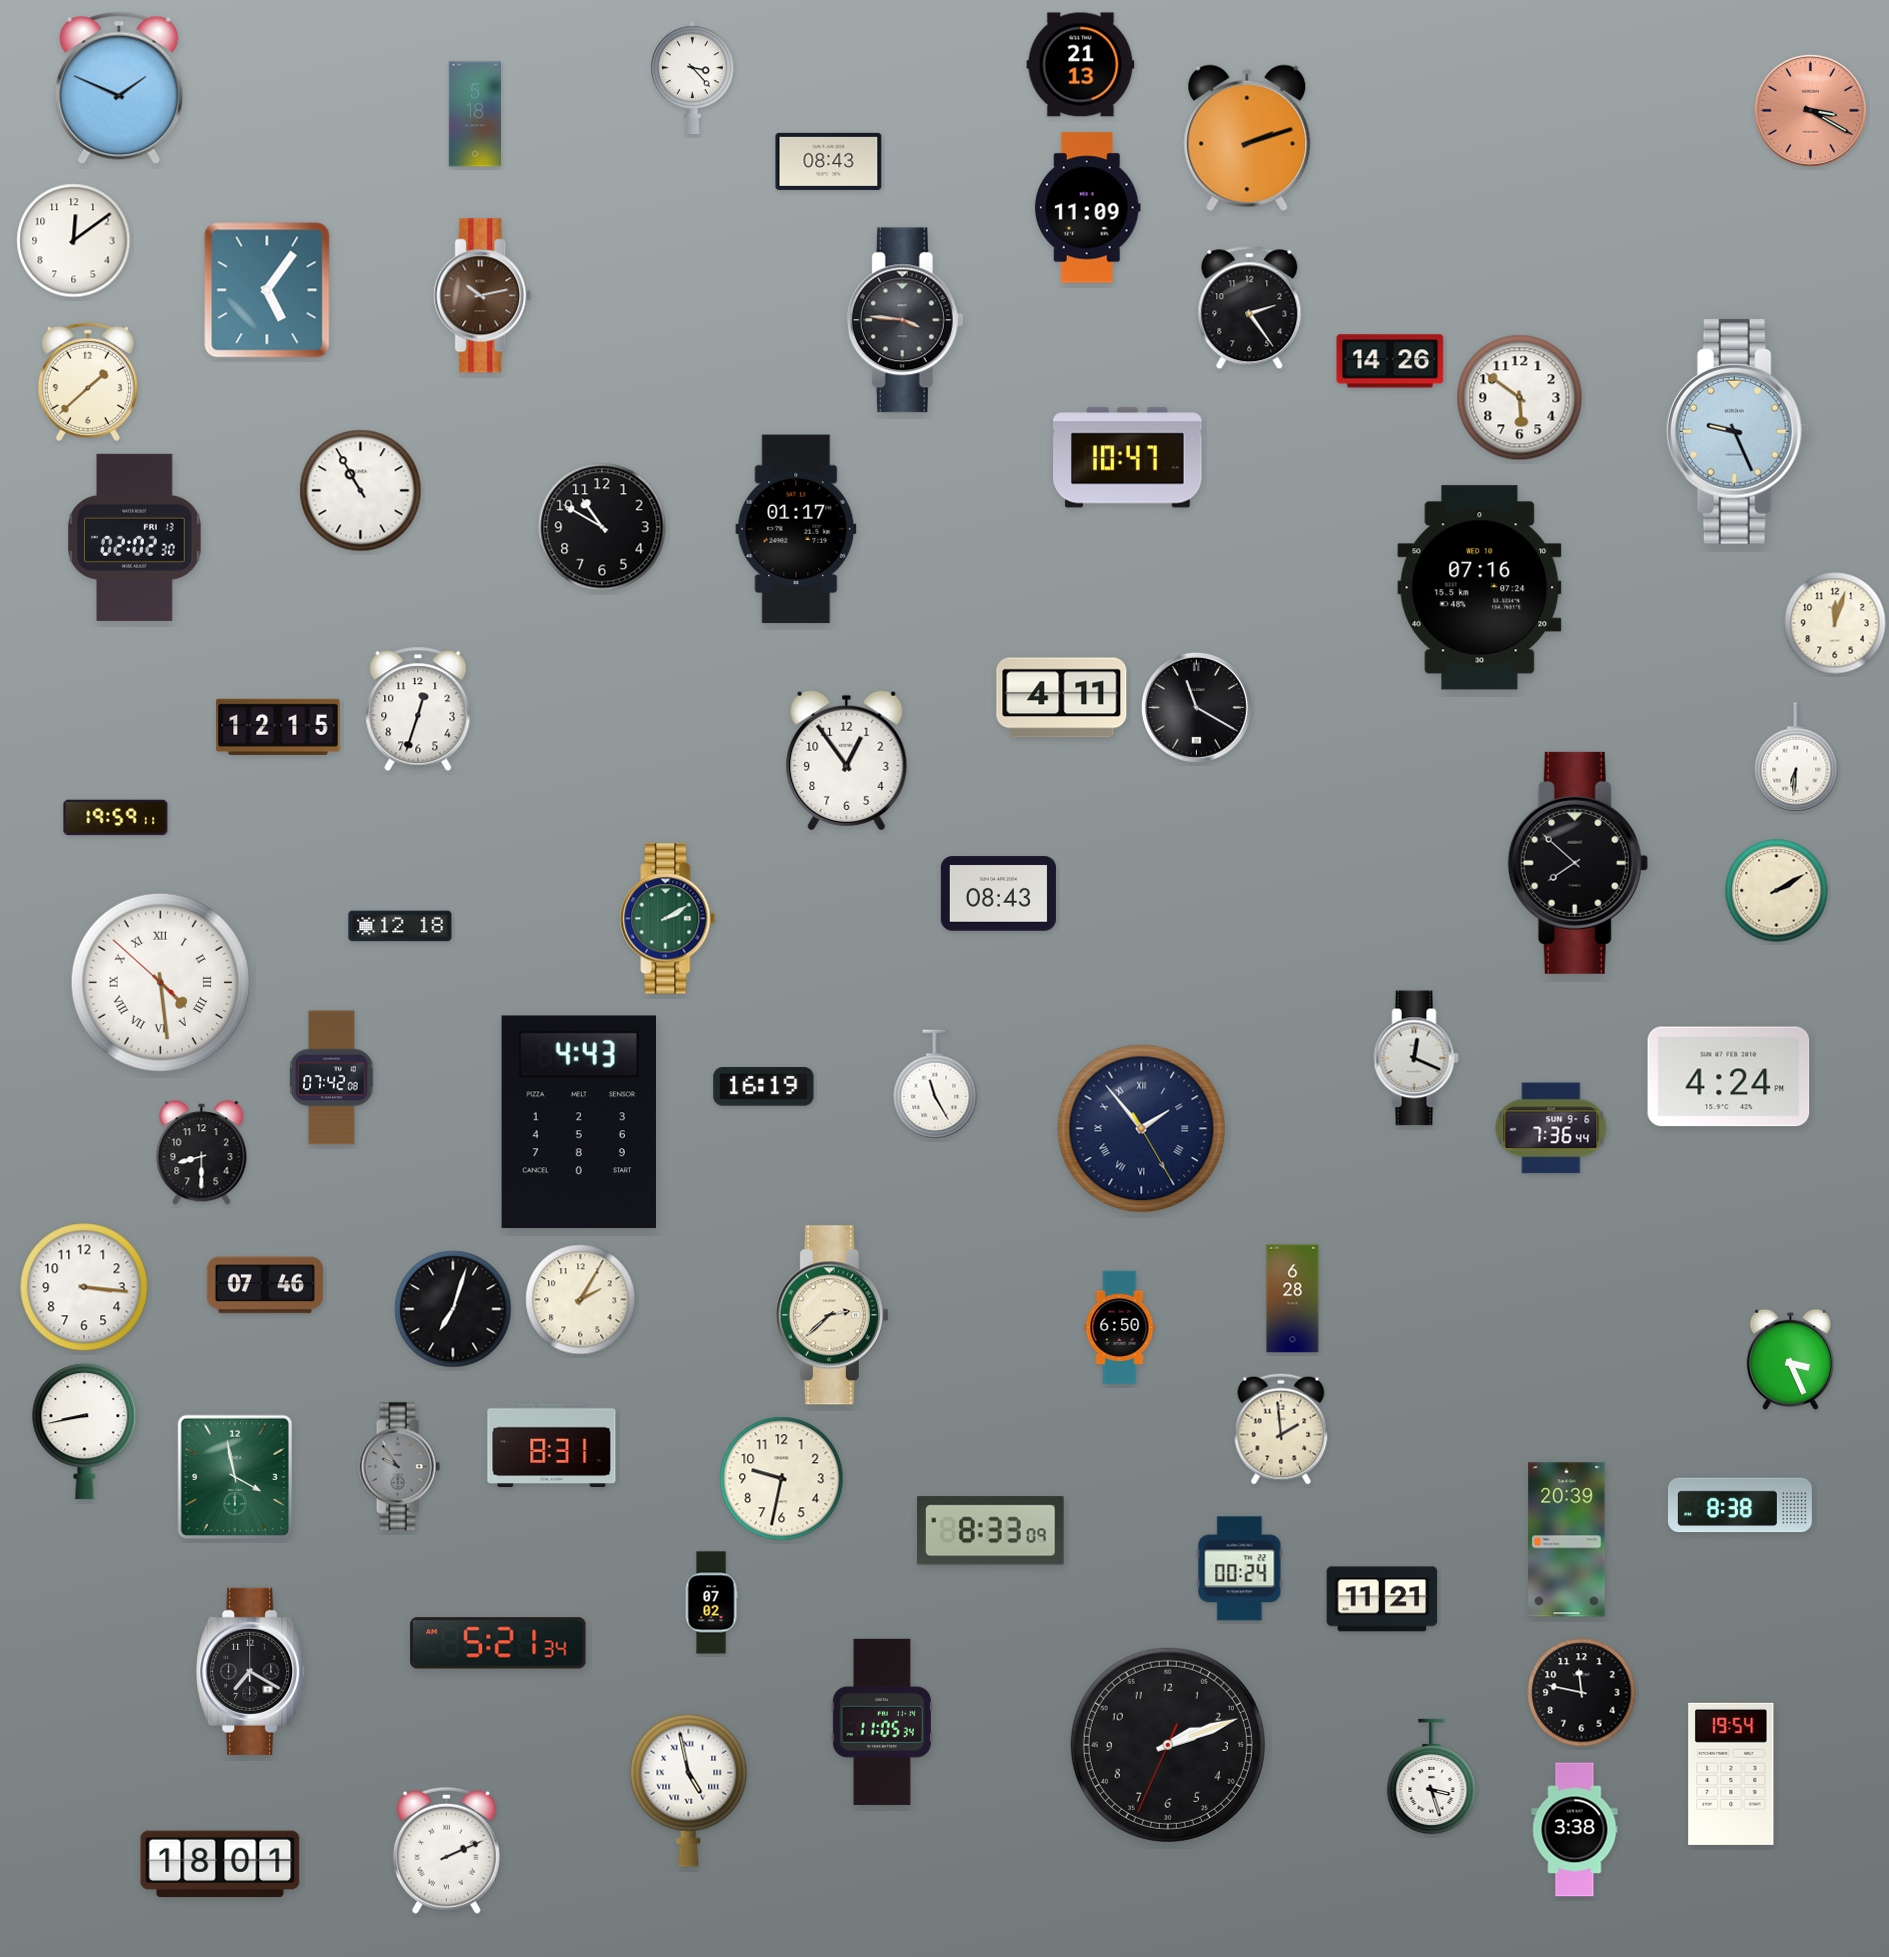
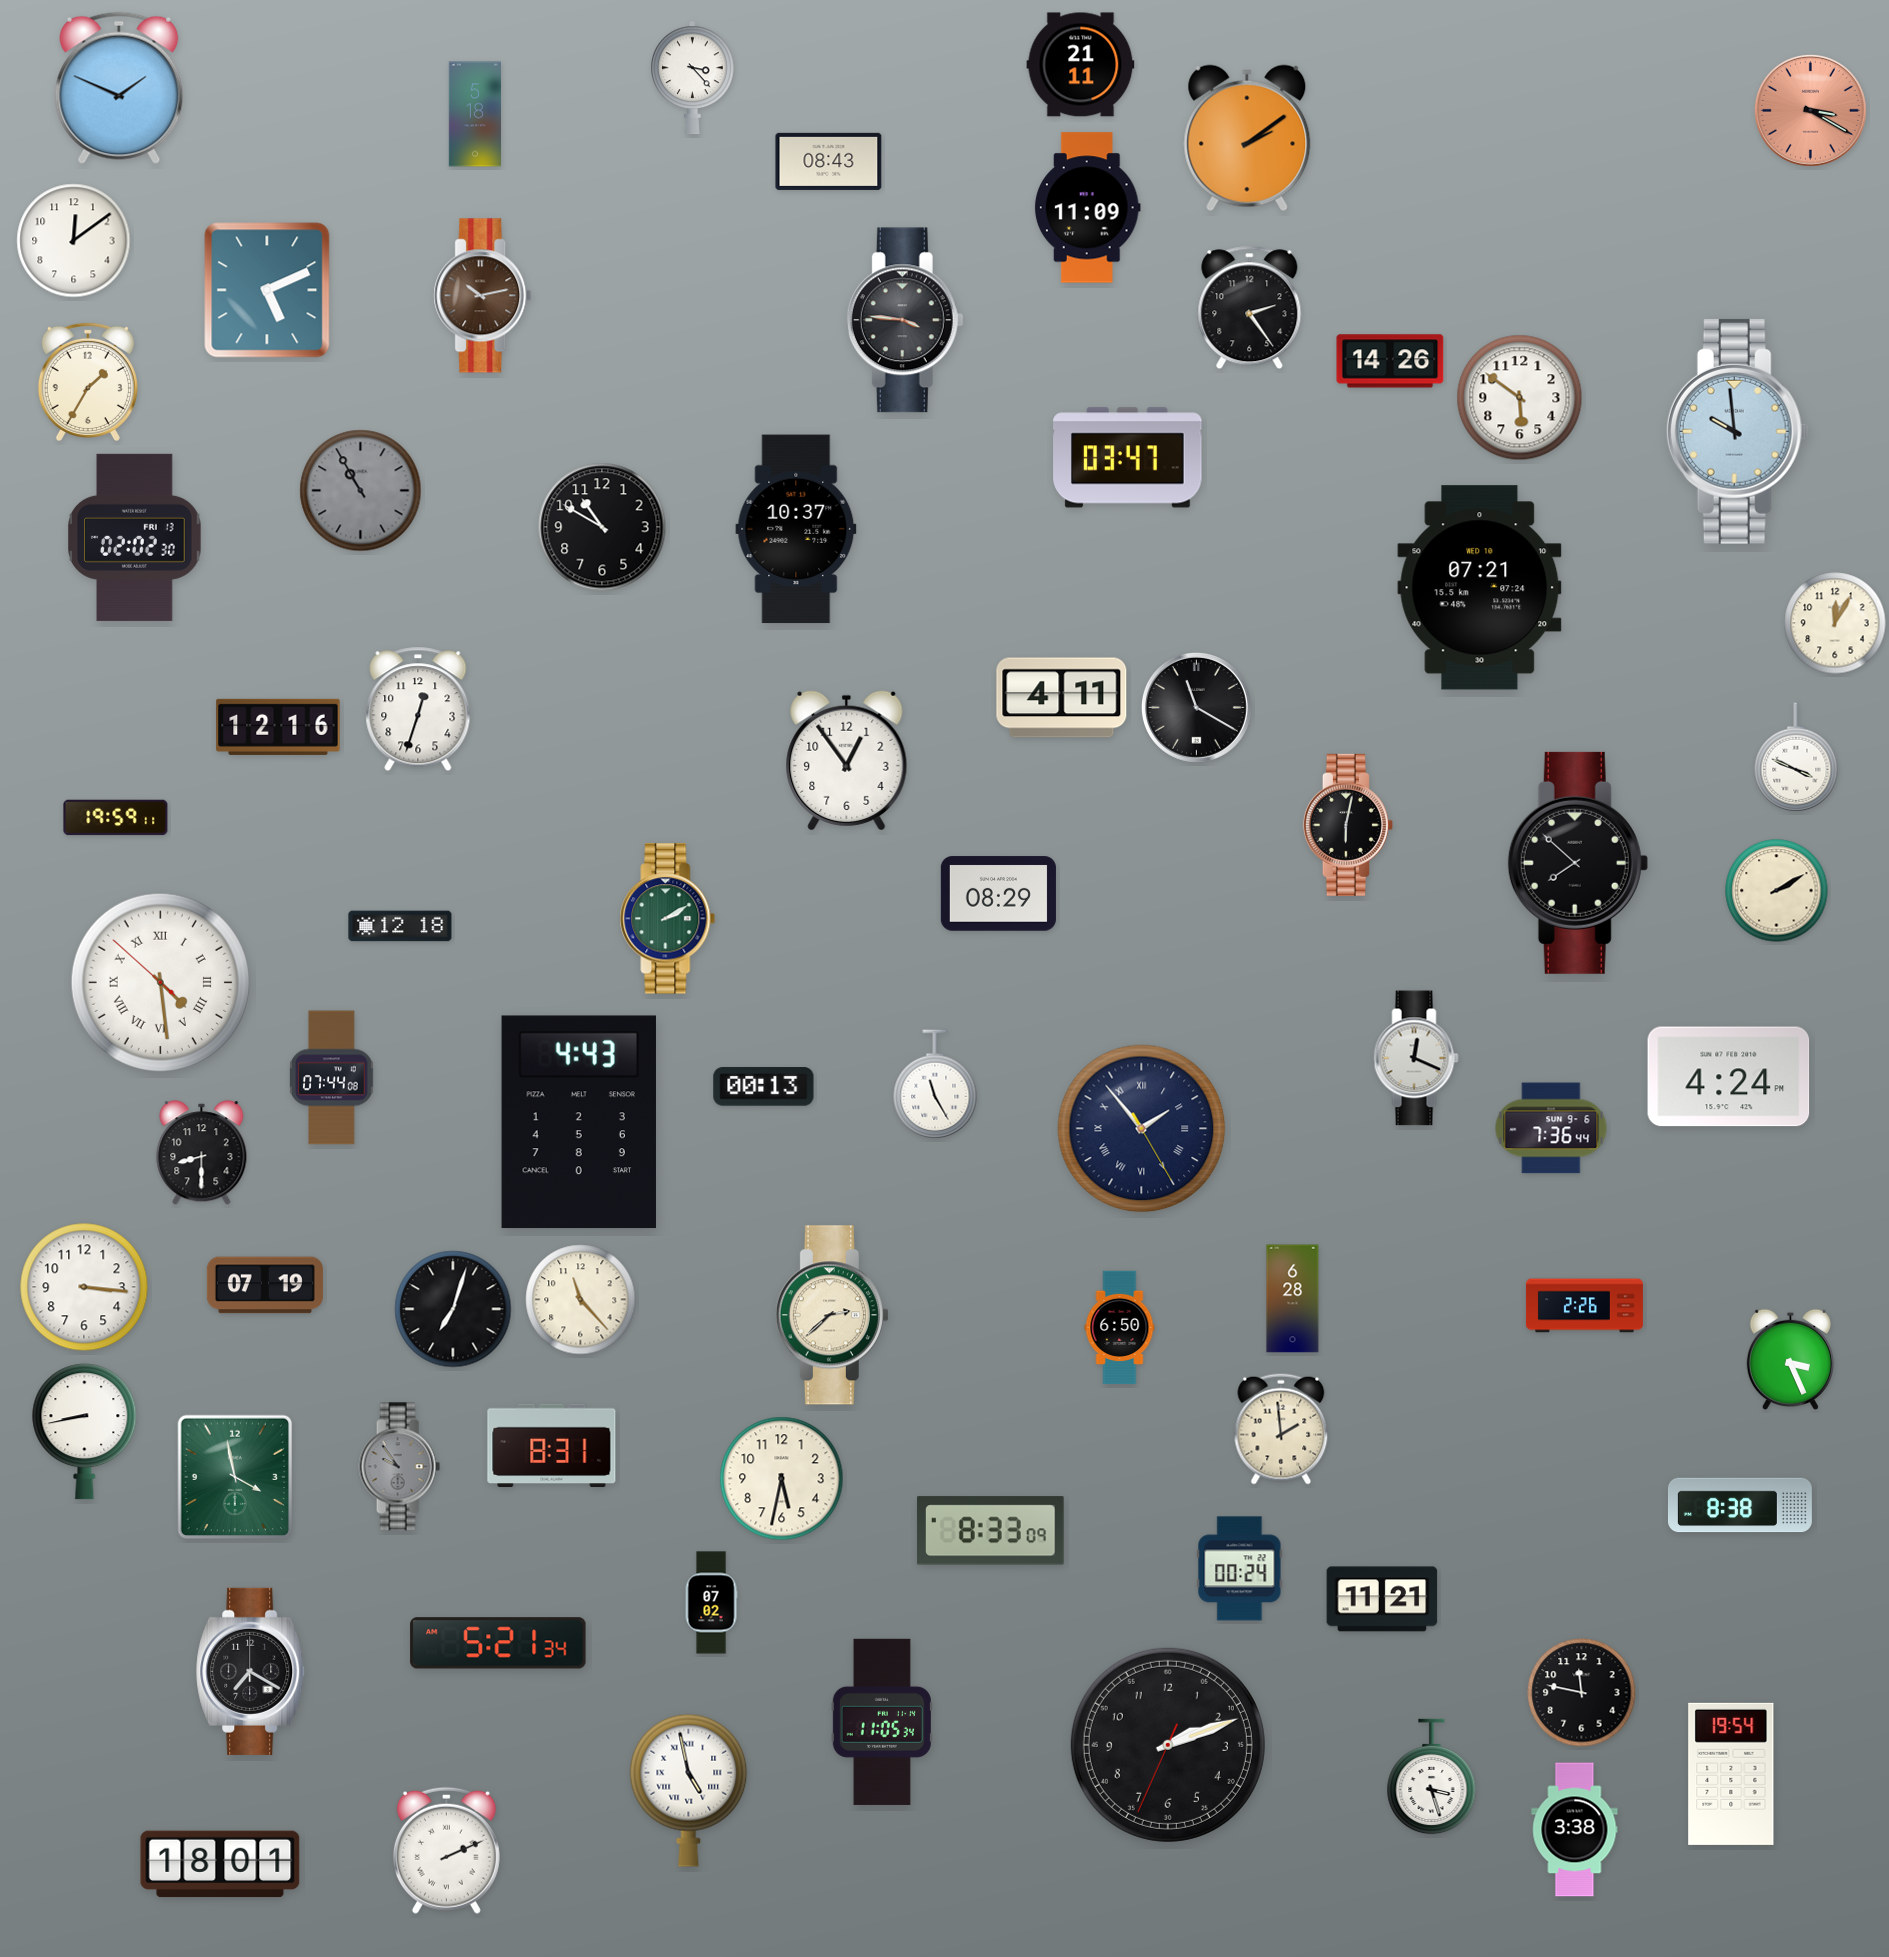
clock at (1081, 65): 21:13 -> 21:11
clock at (1247, 138): 2:12 -> 2:09
clock at (267, 290): 5:06 -> 5:11
clock at (88, 381): 1:38 -> 1:35
clock at (1737, 431): 9:26 -> 9:59
clock at (1128, 458): 10:47 -> 03:47
clock at (361, 491) dial: white -> grey
clock at (796, 529): 01:17 -> 10:37
clock at (1480, 588): 07:16 -> 07:21
clock at (1835, 623): 12:03 -> 12:05
clock at (278, 727): 12:15 -> 12:16
clock at (1796, 757): 6:31 -> 3:49
clock at (1348, 825): none -> 6:02
clock at (998, 894): 08:43 -> 08:29
clock at (332, 1078): 07:42 -> 07:44
clock at (764, 1087): 16:19 -> 00:13
clock at (265, 1285): 07:46 -> 07:19
clock at (581, 1300): 2:05 -> 11:23
clock at (1584, 1306): none -> 2:26
clock at (782, 1479): 9:32 -> 5:32
clock at (1567, 1540): 20:39 -> none
